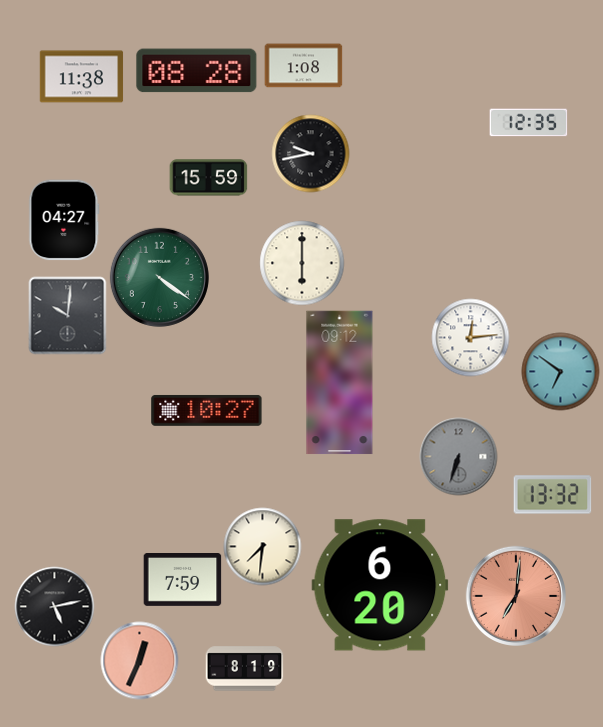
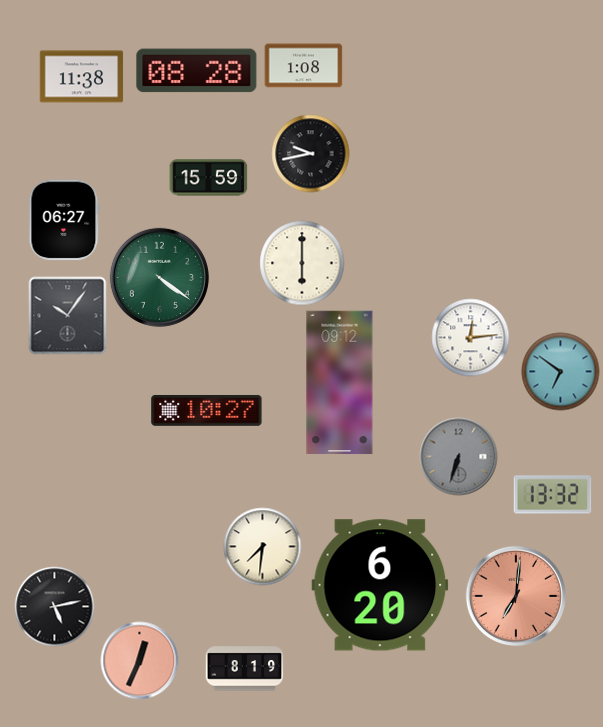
clock at (528, 123): 12:35 -> none
clock at (64, 220): 04:27 -> 06:27
clock at (67, 315): 10:01 -> 10:06
clock at (182, 580): 7:59 -> none
